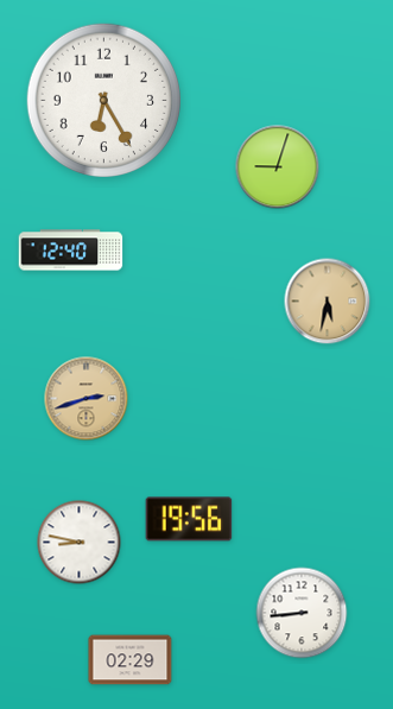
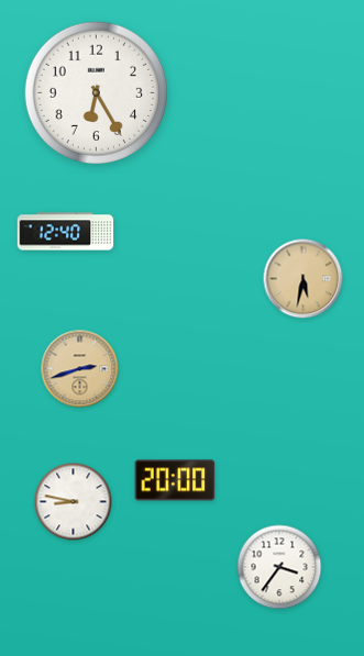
clock at (278, 167): 9:03 -> none
clock at (189, 519): 19:56 -> 20:00
clock at (302, 613): 8:44 -> 3:36
clock at (131, 660): 02:29 -> none
